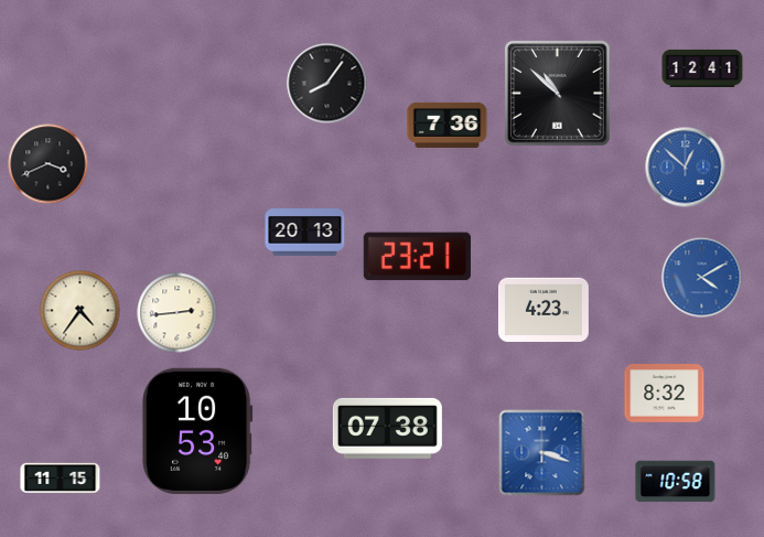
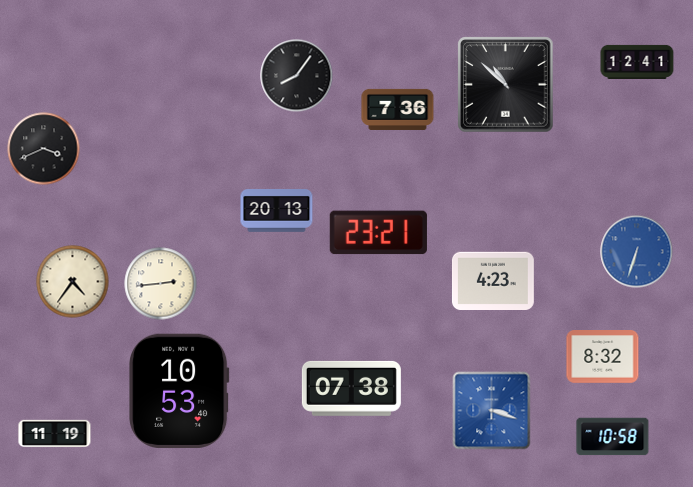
clock at (448, 125) position: (448, 125) -> (398, 109)
clock at (686, 168): 12:52 -> none
clock at (702, 278): 4:10 -> 6:33
clock at (61, 479): 11:15 -> 11:19
